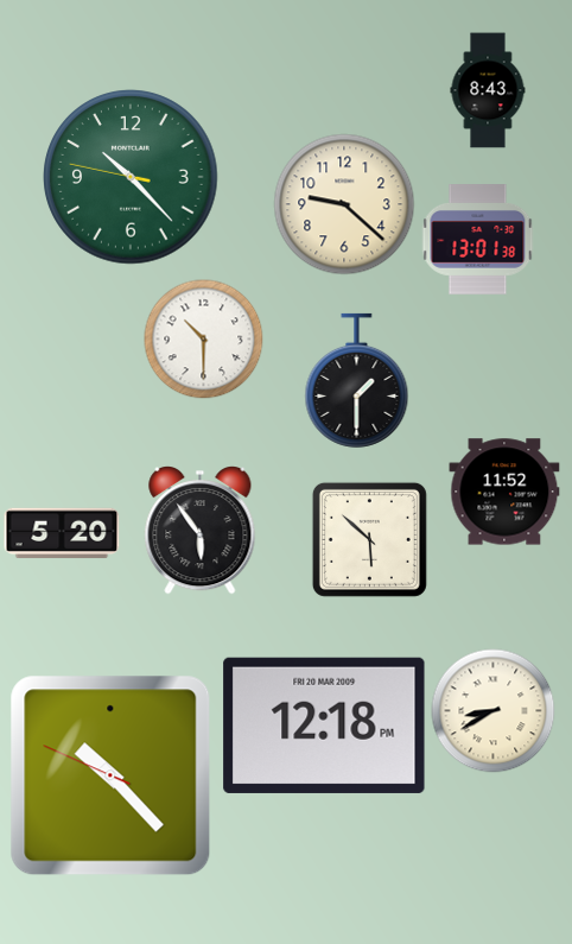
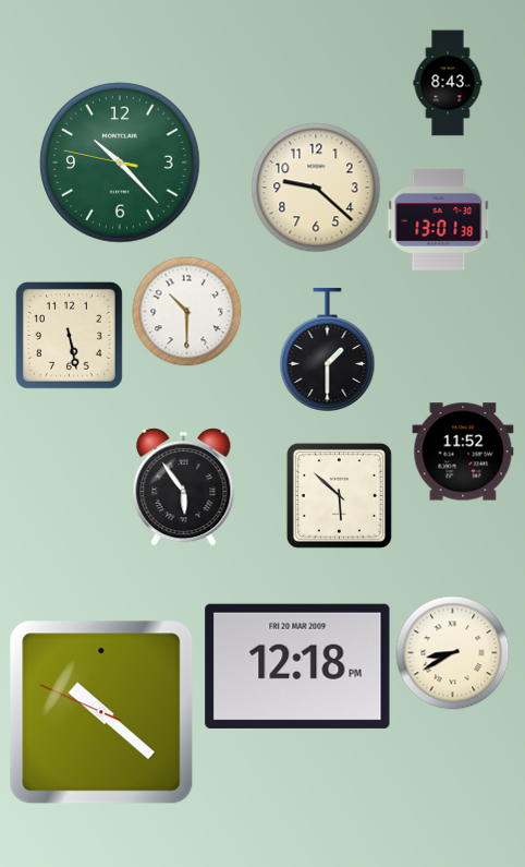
clock at (69, 335): none -> 5:28
clock at (62, 533): 5:20 -> none
clock at (110, 775): 10:22 -> 10:21
